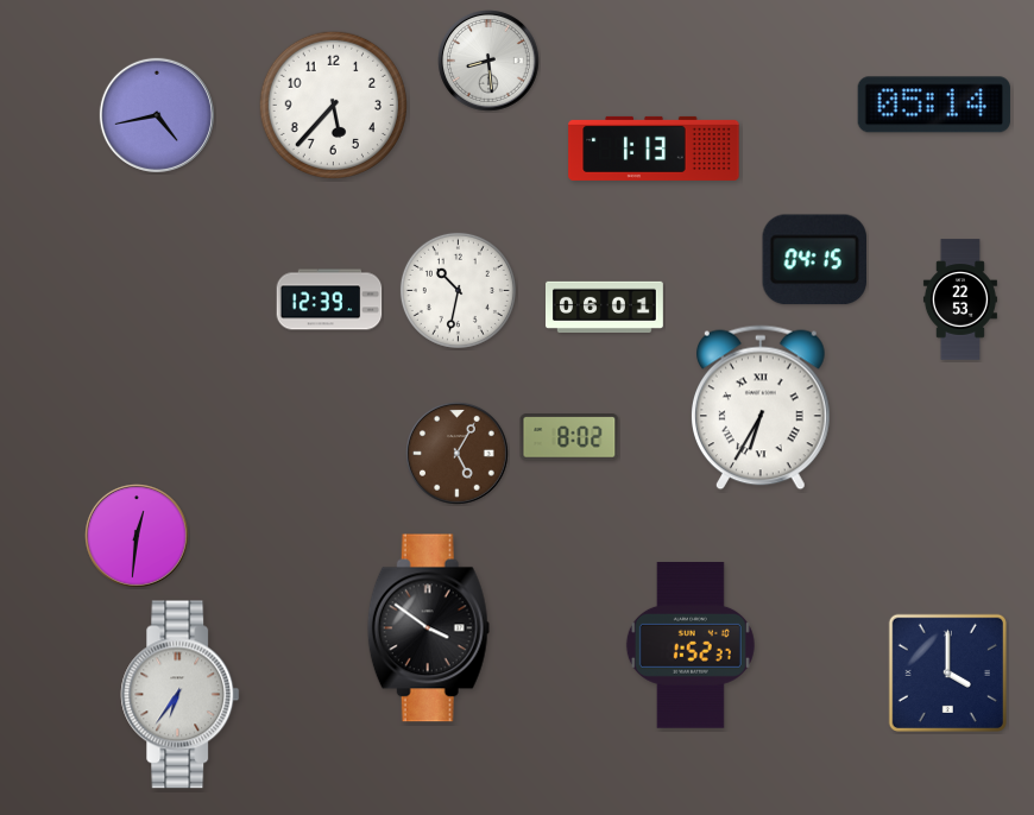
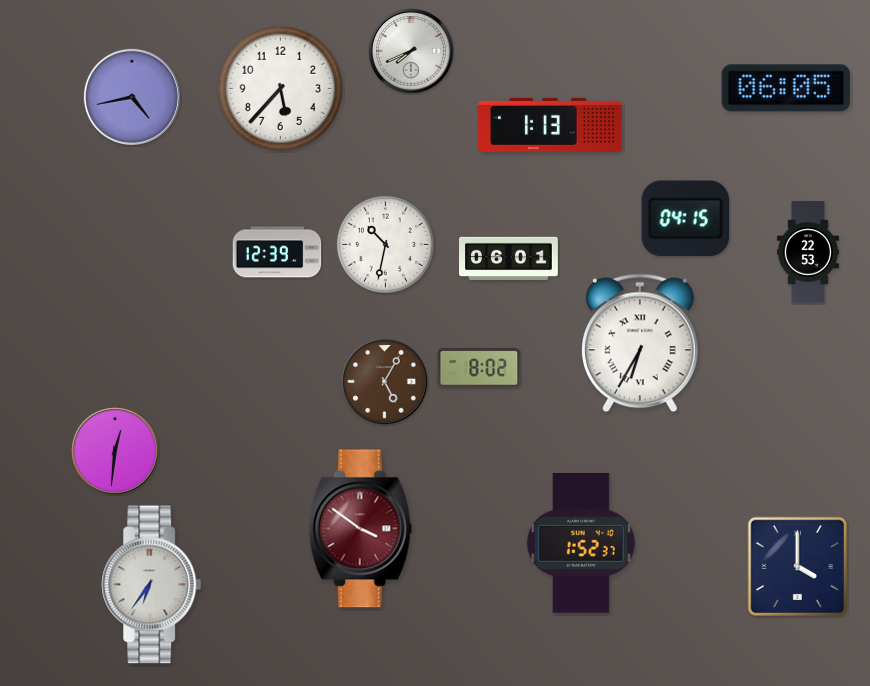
clock at (488, 61): 8:29 -> 7:41
clock at (933, 105): 05:14 -> 06:05
clock at (428, 628) dial: black -> burgundy
